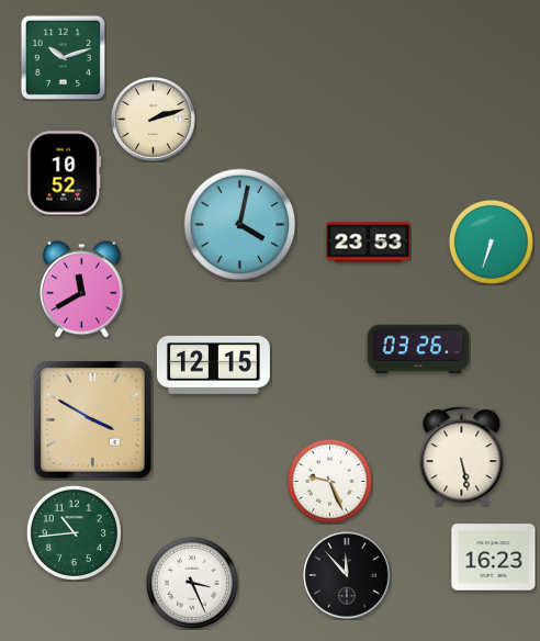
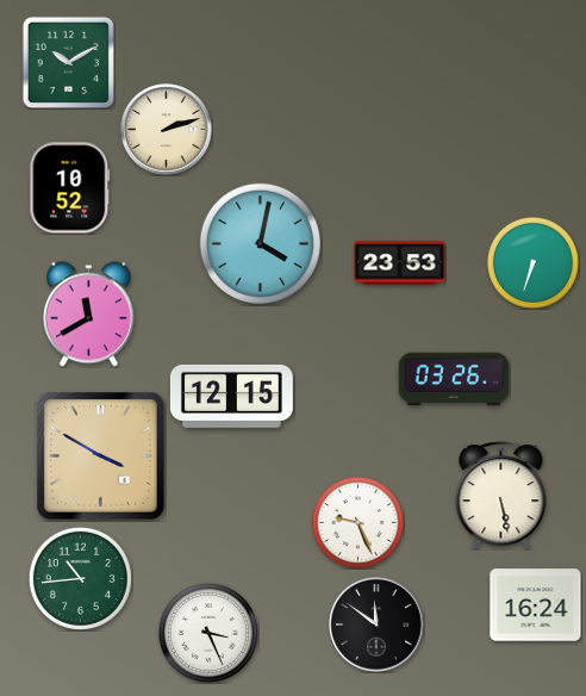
clock at (63, 57): 10:12 -> 10:10
clock at (494, 558): 16:23 -> 16:24
clock at (347, 575): 11:53 -> 11:51
